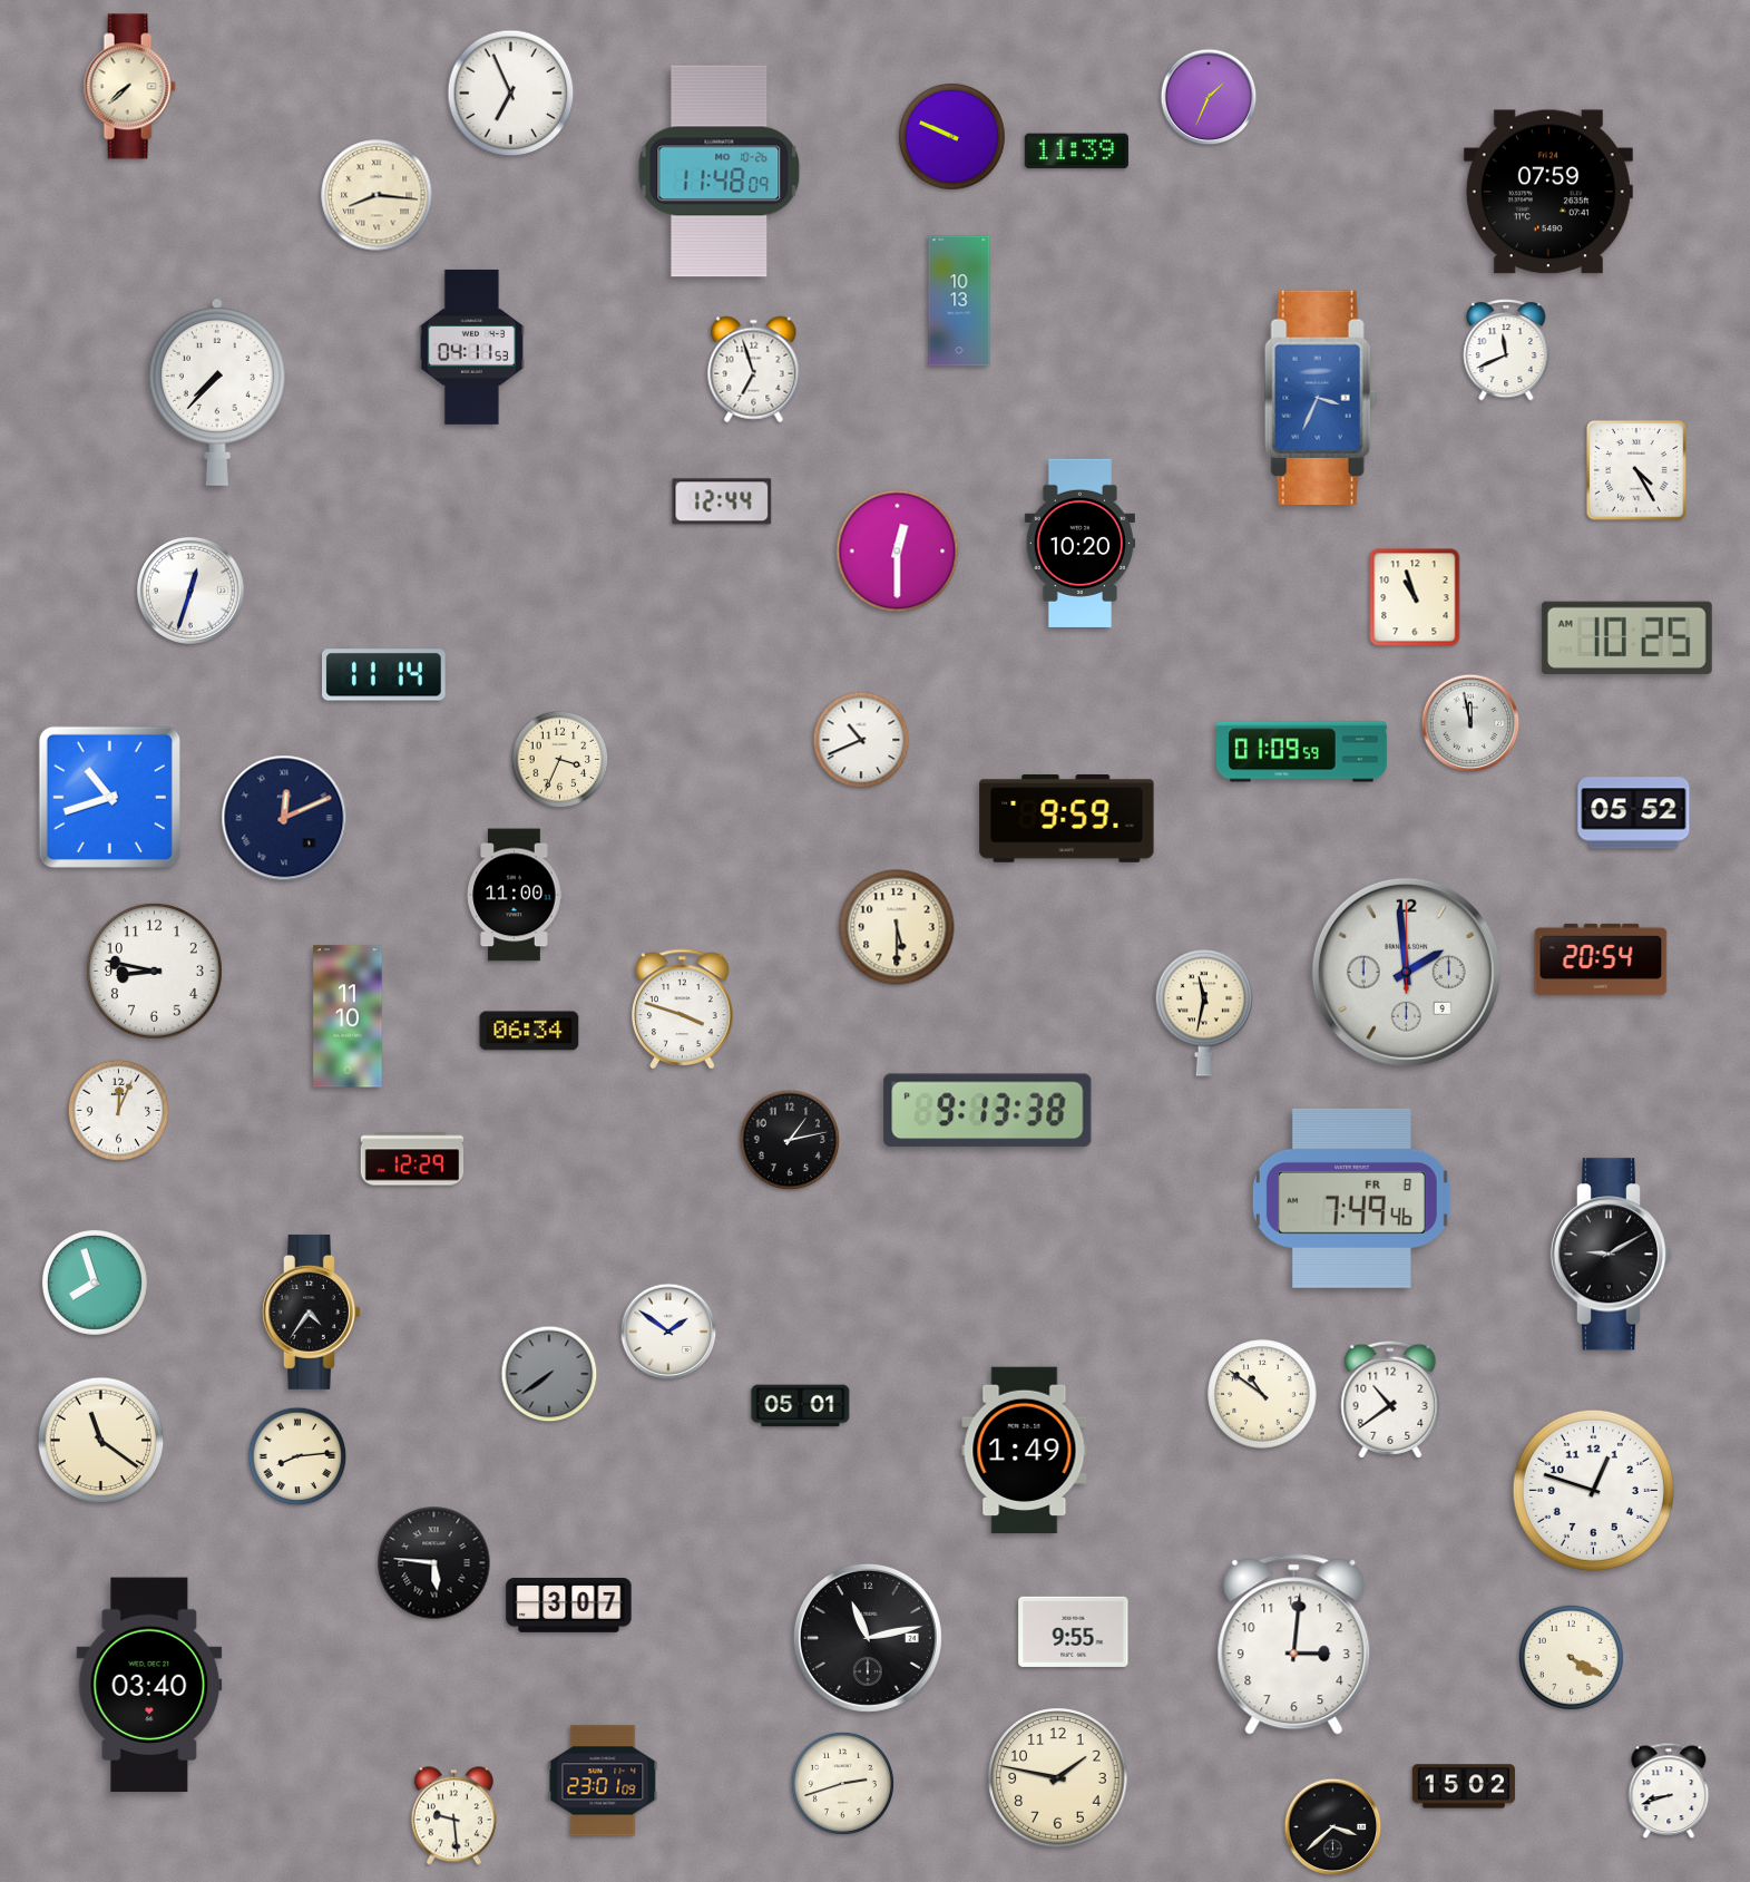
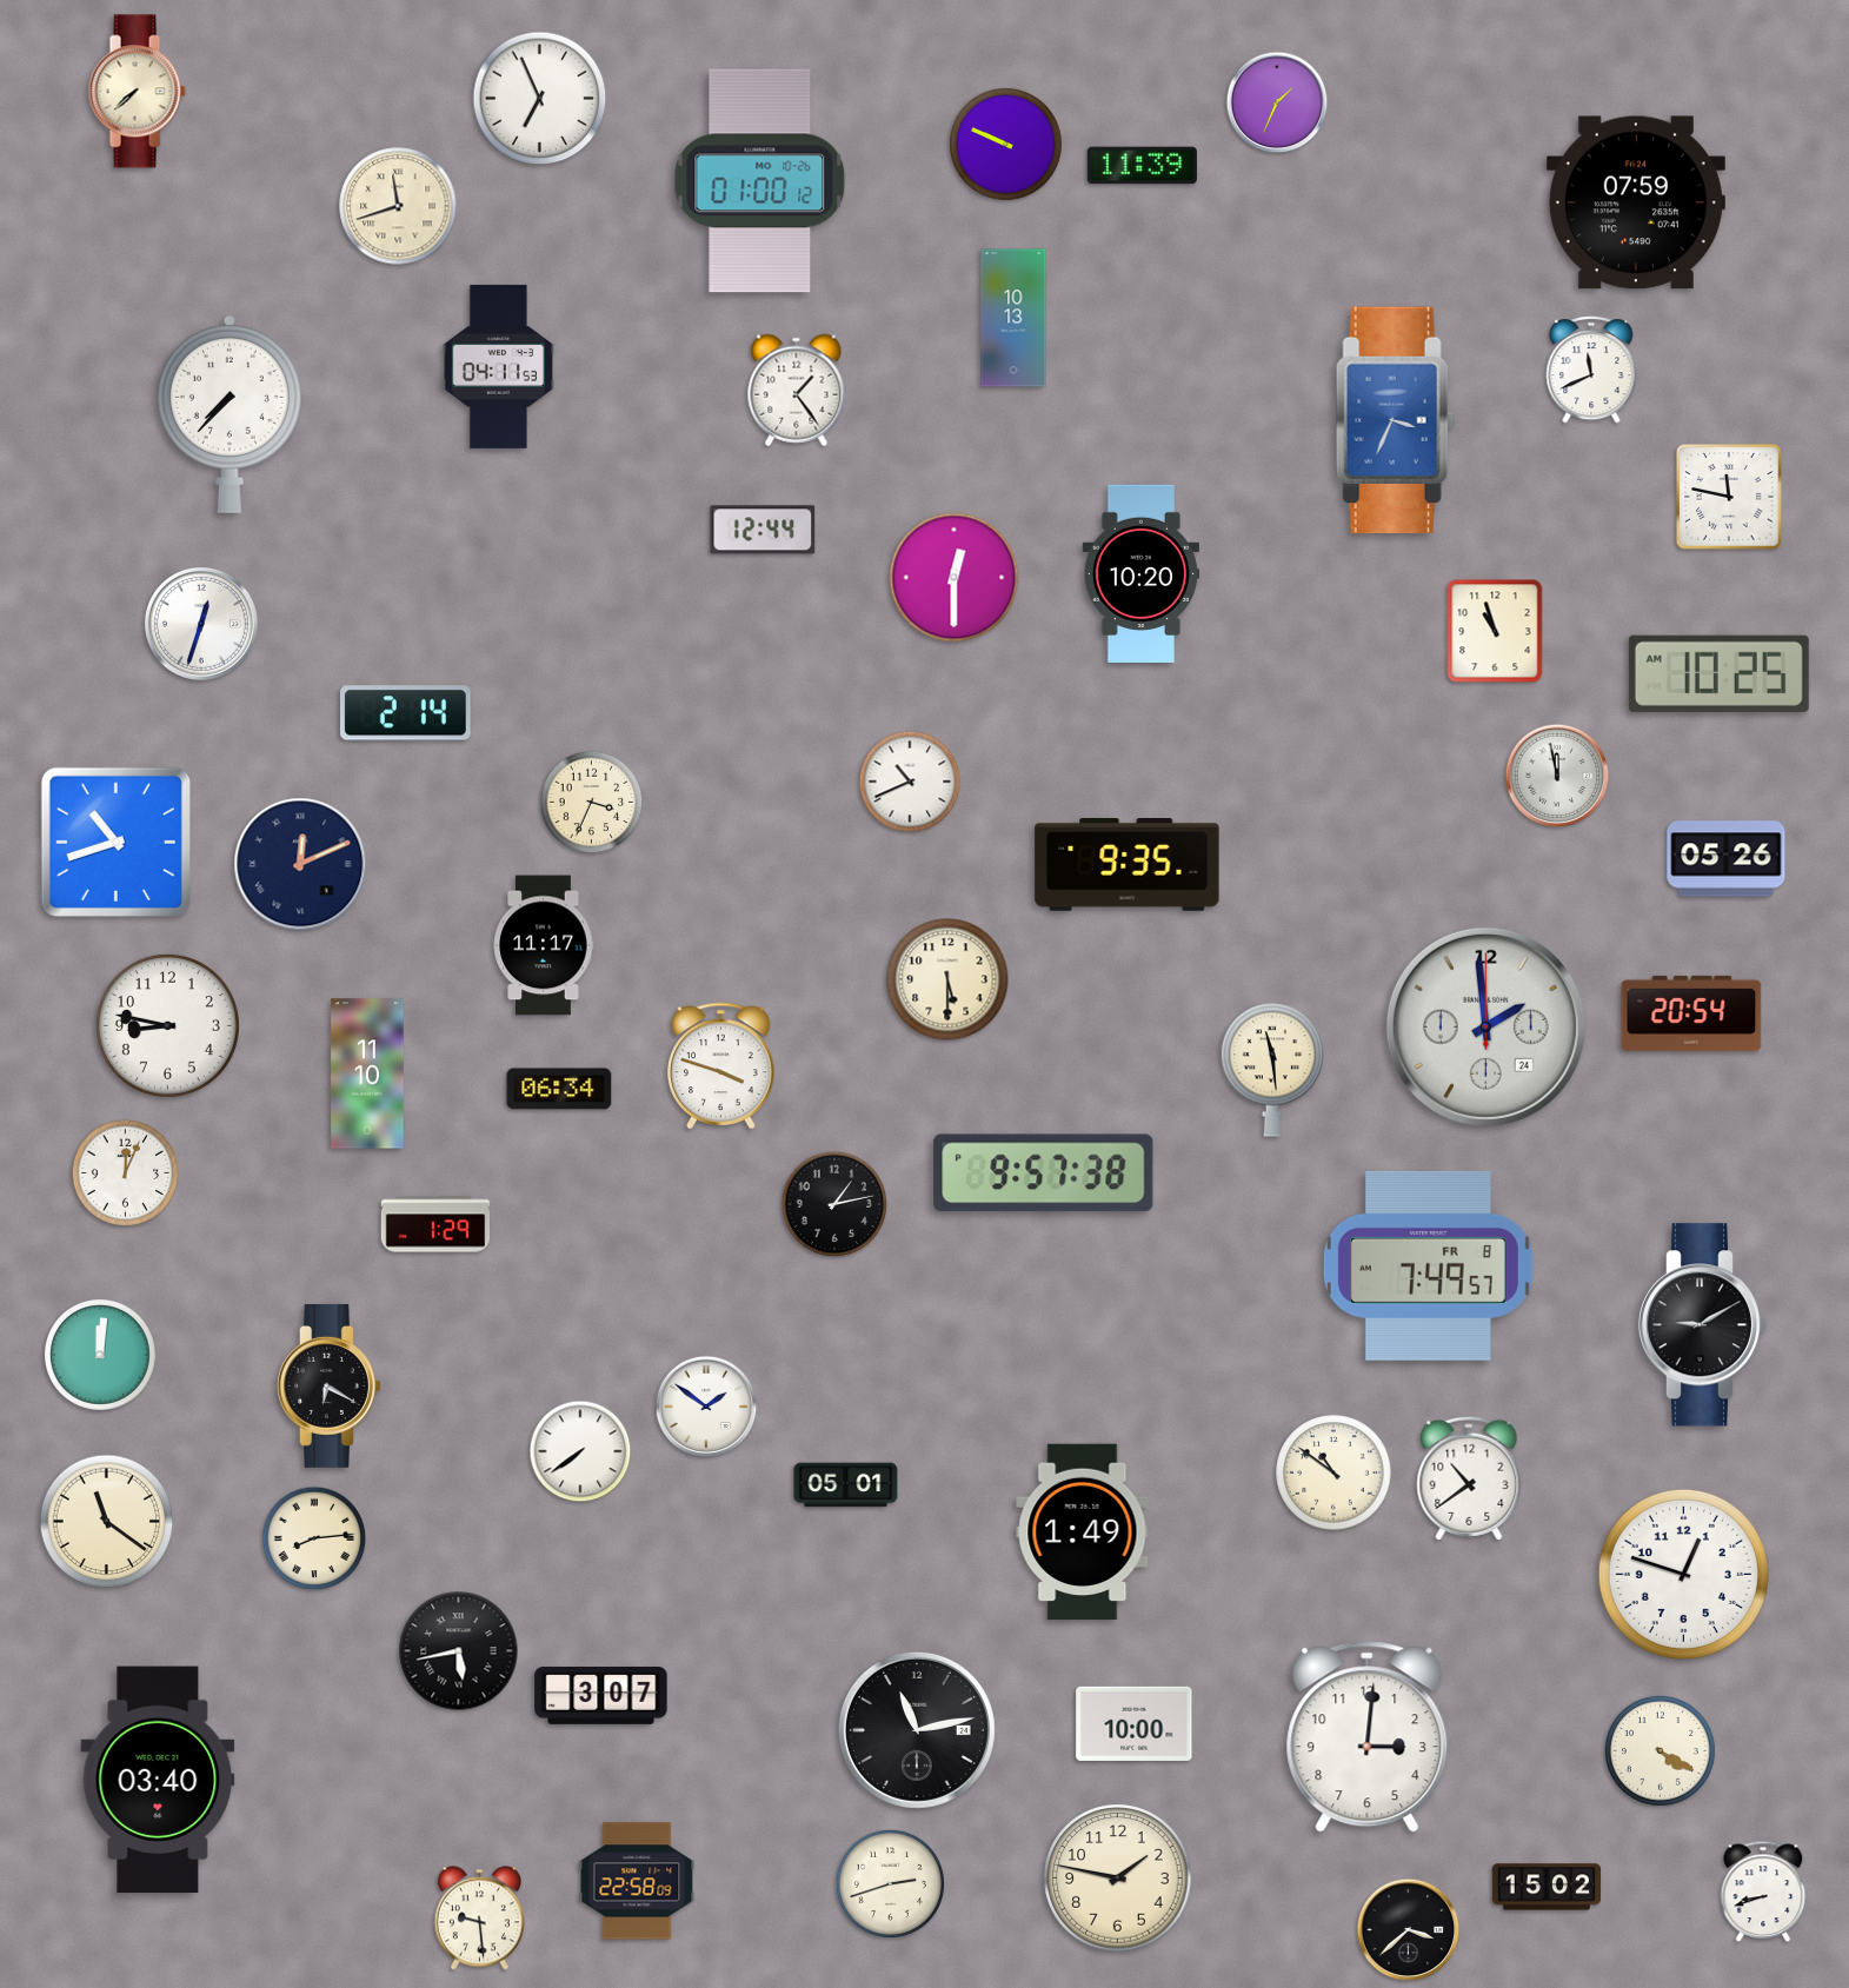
clock at (1076, 152) position: (1076, 152) -> (1142, 166)
clock at (720, 172): 11:48 -> 01:00
clock at (377, 195): 8:16 -> 11:42
clock at (754, 370): 6:57 -> 1:24
clock at (1636, 470): 4:25 -> 11:47
clock at (898, 552) position: (898, 552) -> (955, 578)
clock at (384, 675): 11:14 -> 2:14
clock at (1470, 723) position: (1470, 723) -> (1557, 776)
clock at (1301, 752): 01:09 -> none
clock at (1634, 813): 05:52 -> 05:26
clock at (1067, 819): 9:59 -> 9:35
clock at (515, 895): 11:00 -> 11:17
clock at (154, 971) position: (154, 971) -> (167, 1025)
clock at (1406, 972) date: 9 -> 24
clock at (1204, 1013): 11:32 -> 11:29
clock at (988, 1111): 9:13 -> 9:57
clock at (412, 1159): 12:29 -> 1:29
clock at (1351, 1198): 7:49:46 -> 7:49:57
clock at (95, 1283): 7:57 -> 12:01
clock at (312, 1311): 4:36 -> 6:20
clock at (549, 1374) dial: grey -> white
clock at (434, 1563): 5:46 -> 5:43
clock at (1074, 1631): 9:55 -> 10:00
clock at (603, 1781): 23:01 -> 22:58
